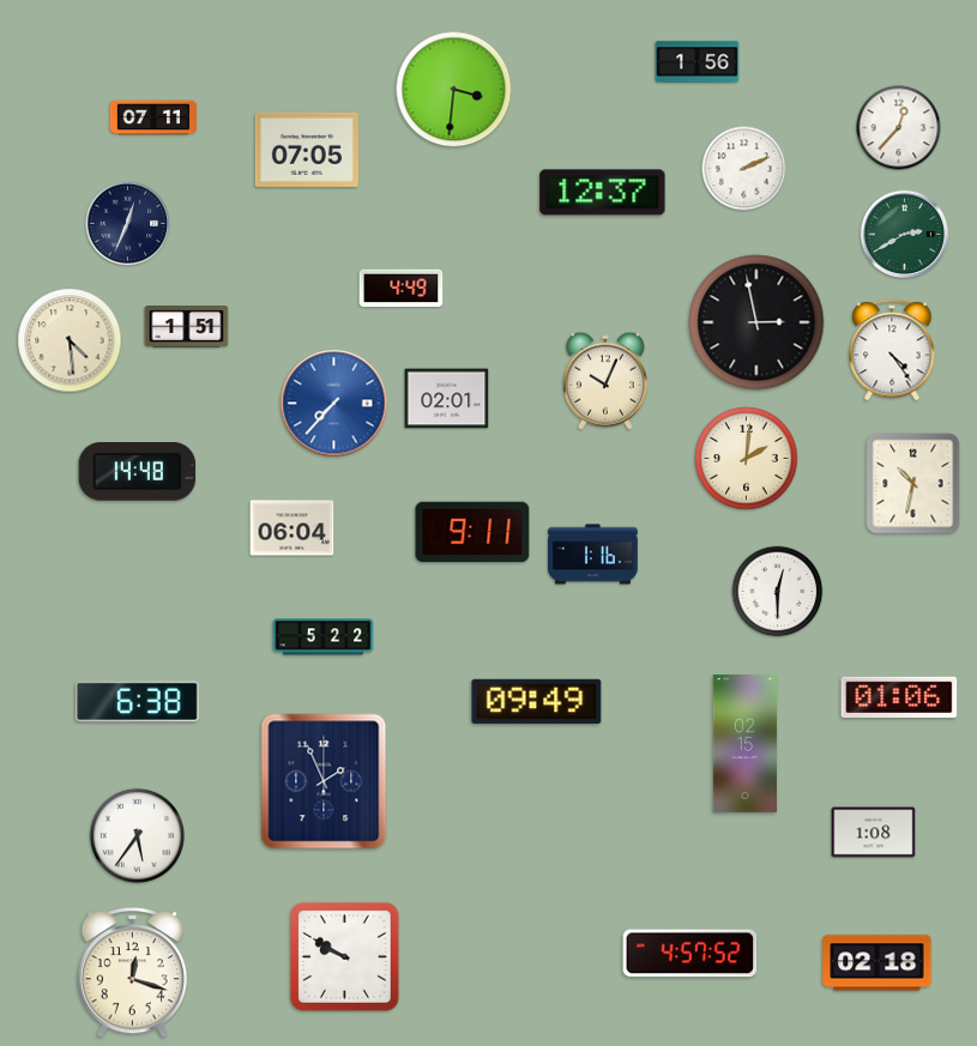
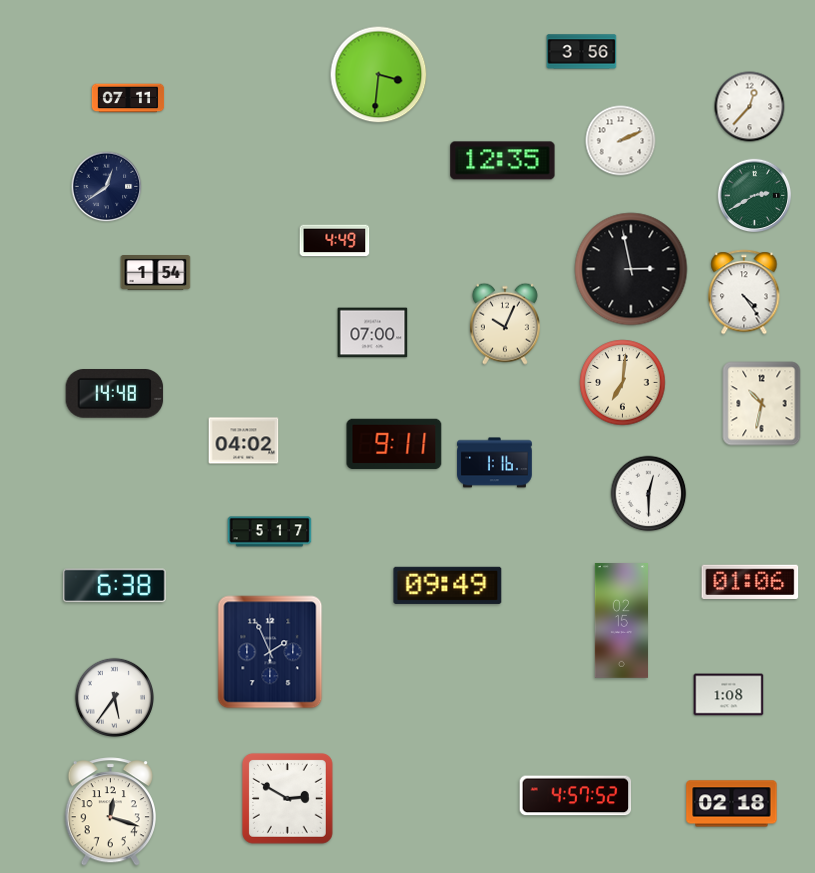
clock at (698, 62): 1:56 -> 3:56
clock at (307, 150): 07:05 -> none
clock at (603, 193): 12:37 -> 12:35
clock at (128, 224): 12:34 -> 12:39
clock at (187, 327): 1:51 -> 1:54
clock at (70, 340): 4:29 -> none
clock at (605, 381) position: (605, 381) -> (505, 324)
clock at (447, 399): 02:01 -> 07:00
clock at (334, 404): 7:37 -> none
clock at (747, 459): 2:01 -> 7:01
clock at (293, 528): 06:04 -> 04:02
clock at (324, 637): 5:22 -> 5:17
clock at (344, 956): 9:50 -> 2:50
